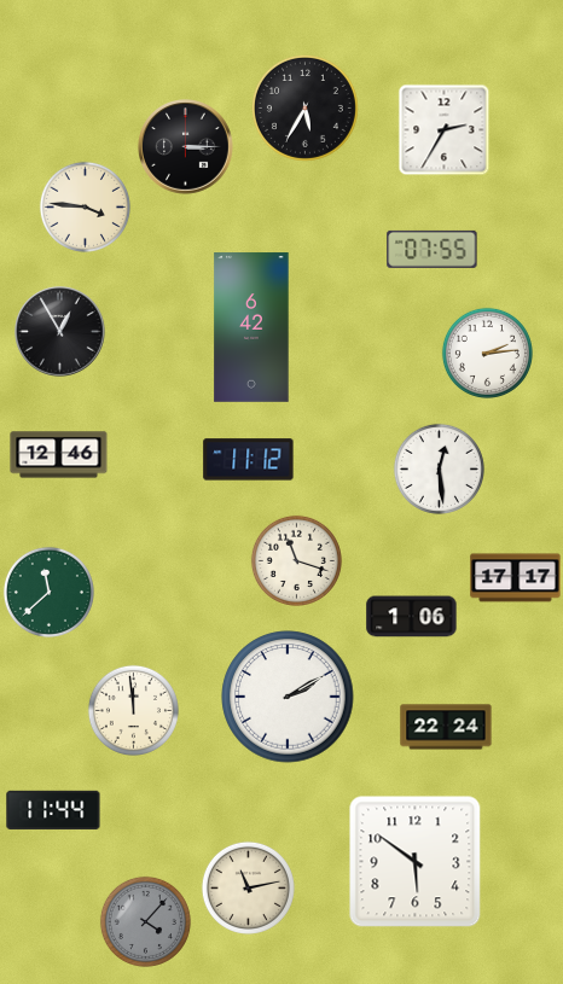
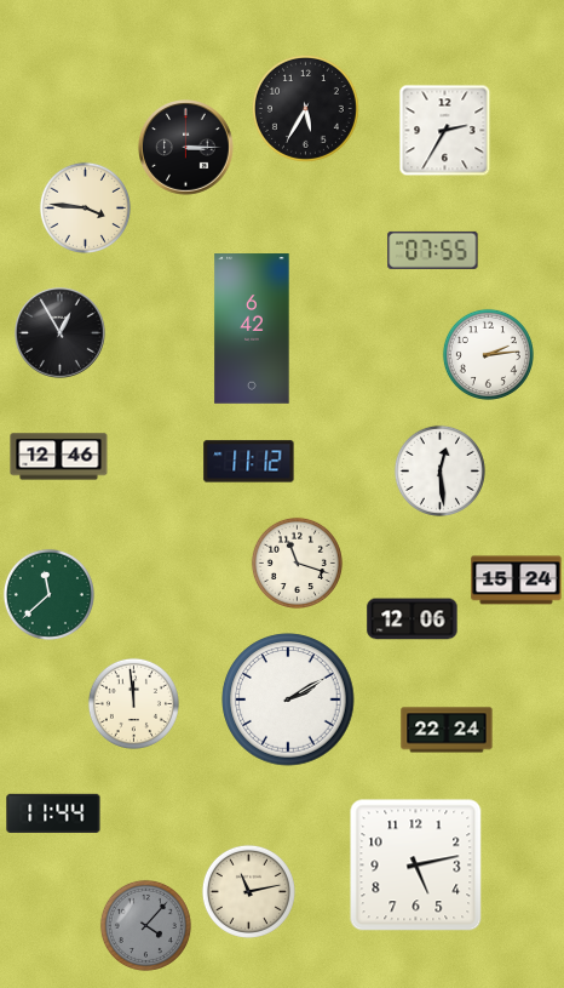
clock at (516, 578): 17:17 -> 15:24
clock at (412, 617): 1:06 -> 12:06
clock at (133, 710) position: (133, 710) -> (133, 703)
clock at (416, 862): 5:51 -> 5:13
